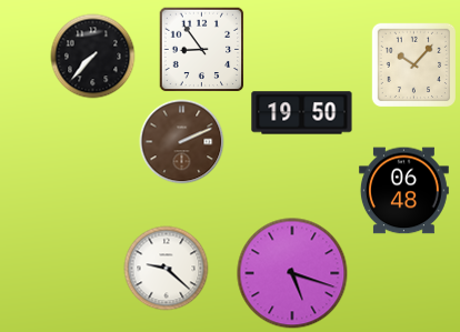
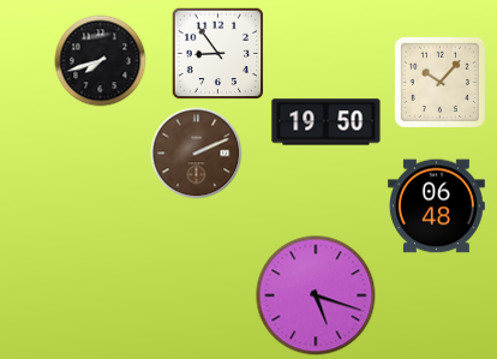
clock at (93, 57): 7:37 -> 7:42
clock at (413, 64) position: (413, 64) -> (439, 82)
clock at (167, 269): 9:22 -> none
